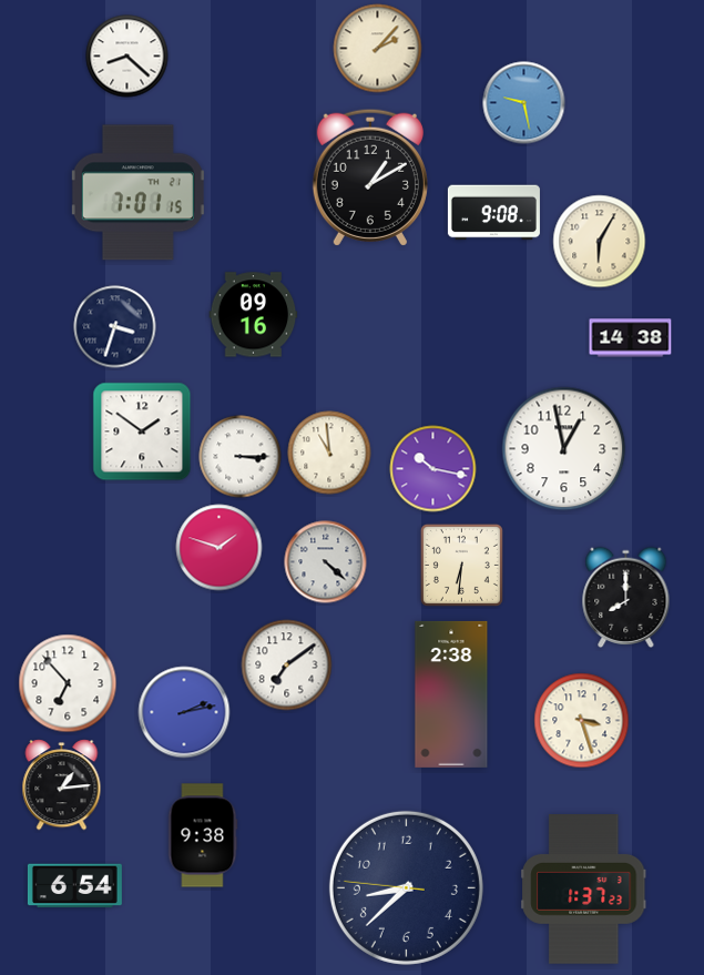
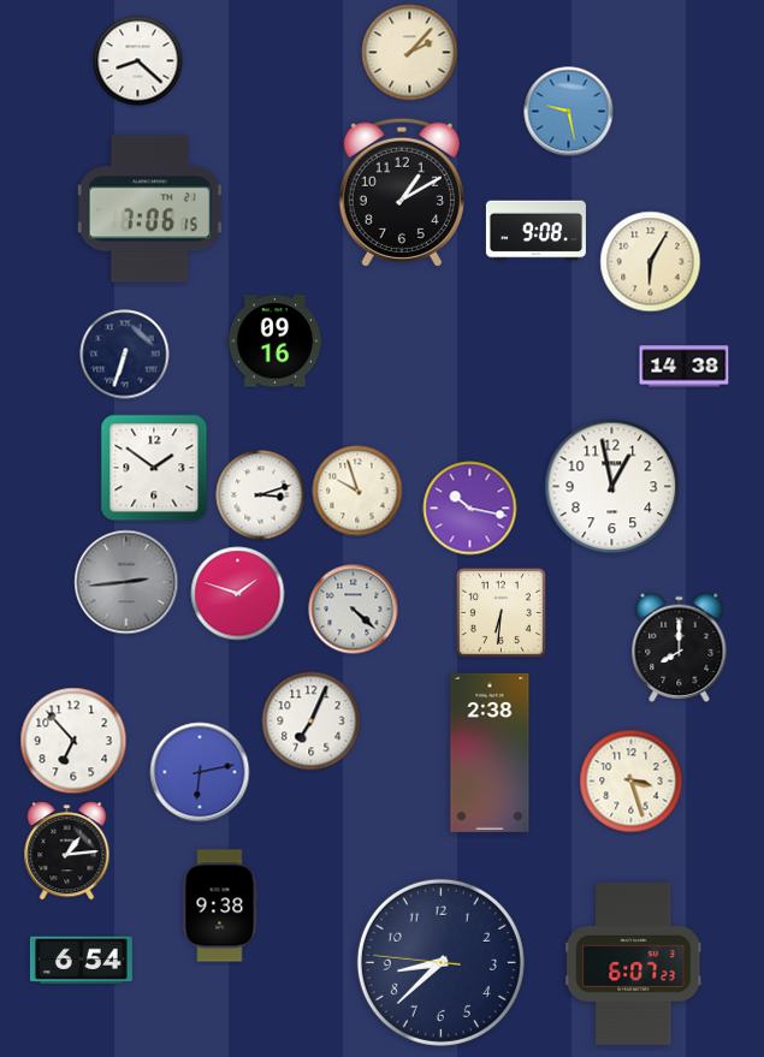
clock at (137, 193): 7:01 -> 7:06
clock at (115, 327): 3:33 -> 6:33
clock at (329, 453): 10:59 -> 9:57
clock at (241, 457): 3:15 -> 3:12
clock at (126, 582): none -> 2:44
clock at (287, 666): 7:09 -> 7:04
clock at (184, 712): 2:13 -> 6:13
clock at (584, 890): 1:37 -> 6:07
